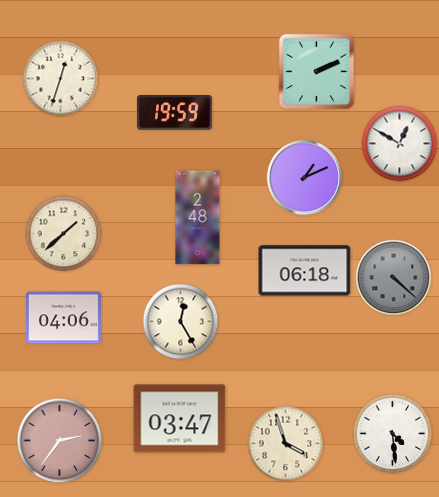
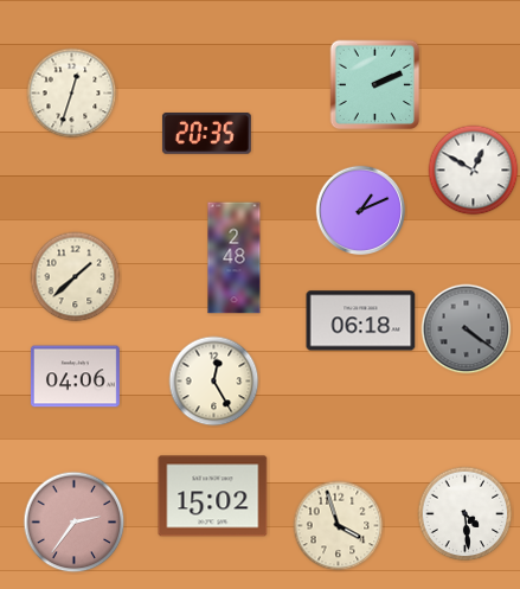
clock at (174, 113): 19:59 -> 20:35
clock at (394, 278): 4:22 -> 4:21
clock at (180, 419): 03:47 -> 15:02
clock at (60, 441) position: (60, 441) -> (75, 523)
